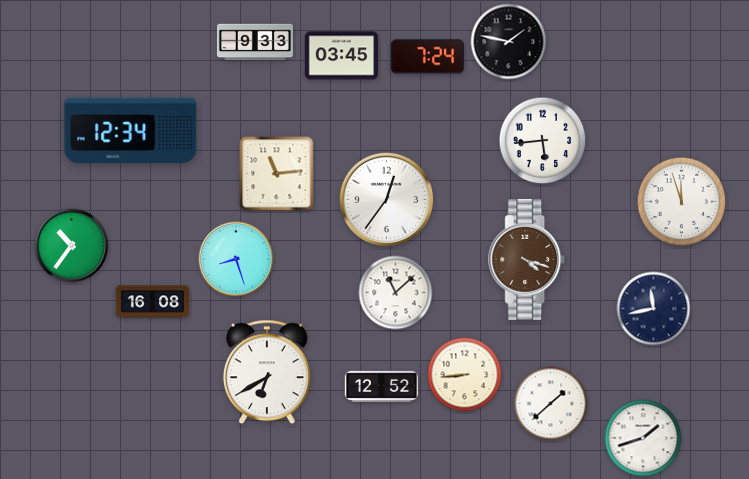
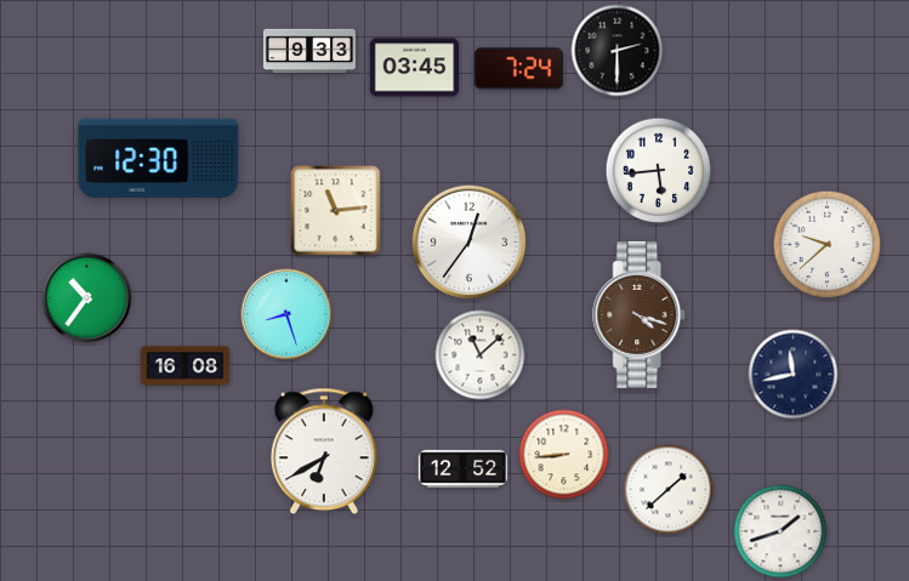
clock at (509, 42): 1:47 -> 2:30
clock at (131, 130): 12:34 -> 12:30
clock at (682, 202): 11:57 -> 9:38
